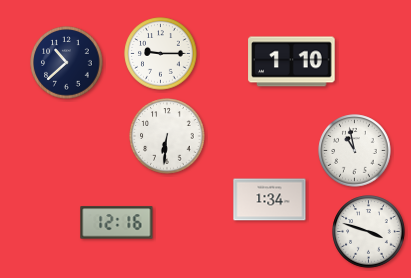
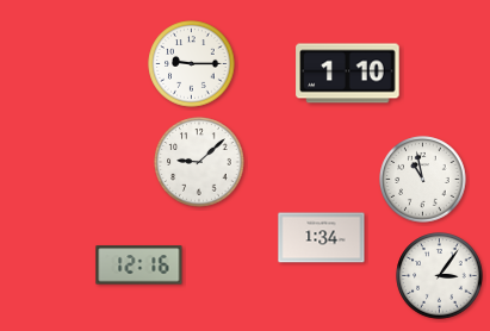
clock at (67, 63): 10:38 -> none
clock at (167, 136): 6:31 -> 9:08
clock at (369, 232): 3:48 -> 3:06
